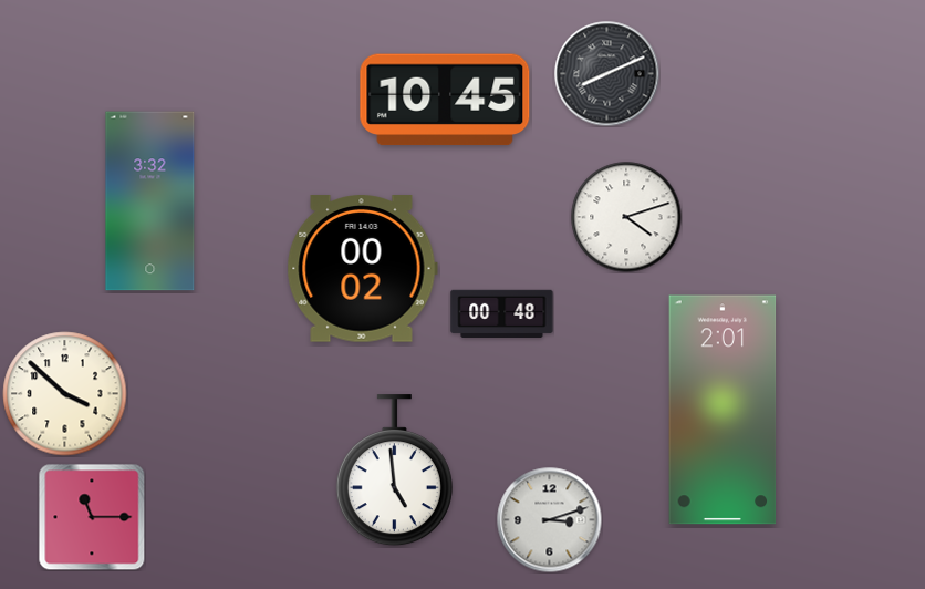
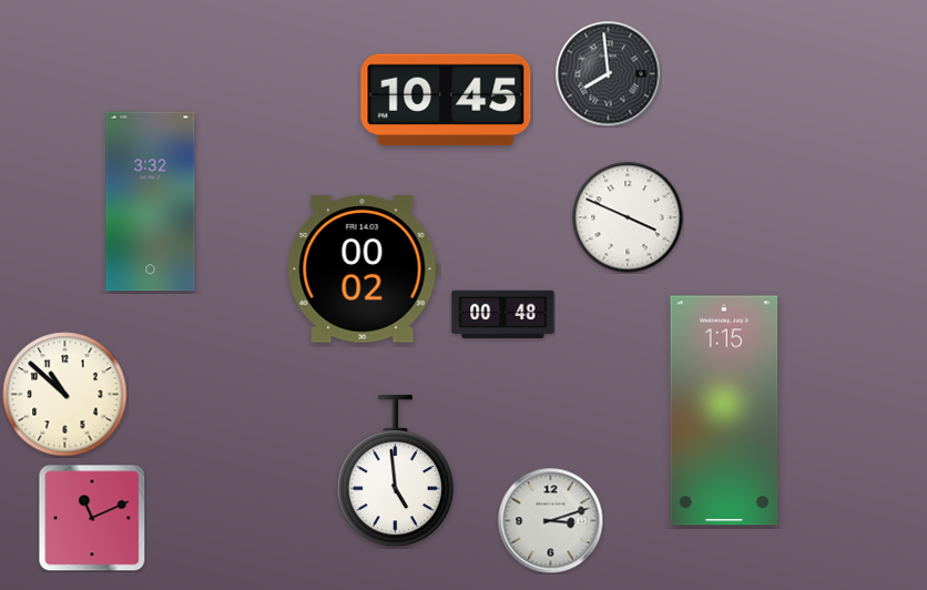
clock at (606, 73): 8:11 -> 7:59
clock at (626, 217): 4:12 -> 3:49
clock at (65, 394): 3:52 -> 10:52
clock at (723, 410): 2:01 -> 1:15
clock at (92, 517): 11:15 -> 11:11
